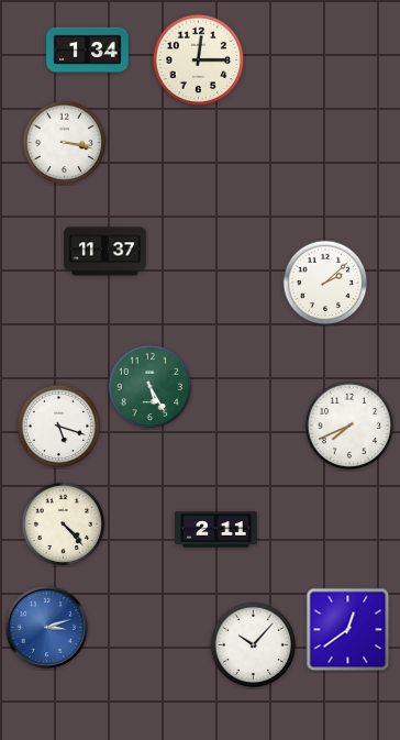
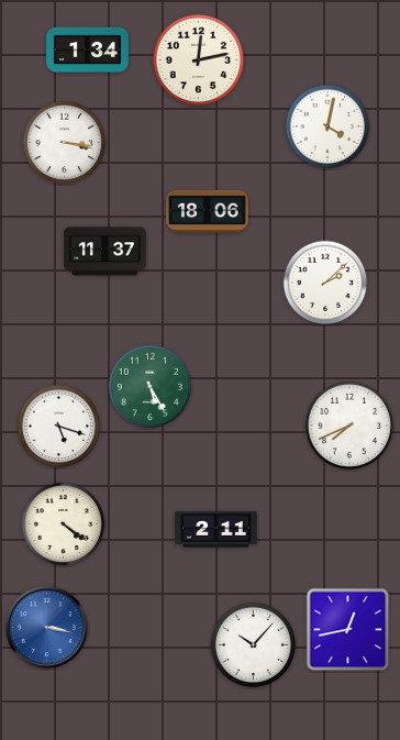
clock at (199, 60): 12:15 -> 12:13
clock at (327, 126): none -> 4:02
clock at (208, 211): none -> 18:06
clock at (64, 524): 4:23 -> 4:21
clock at (46, 627): 3:12 -> 3:17
clock at (348, 630): 12:39 -> 12:43
